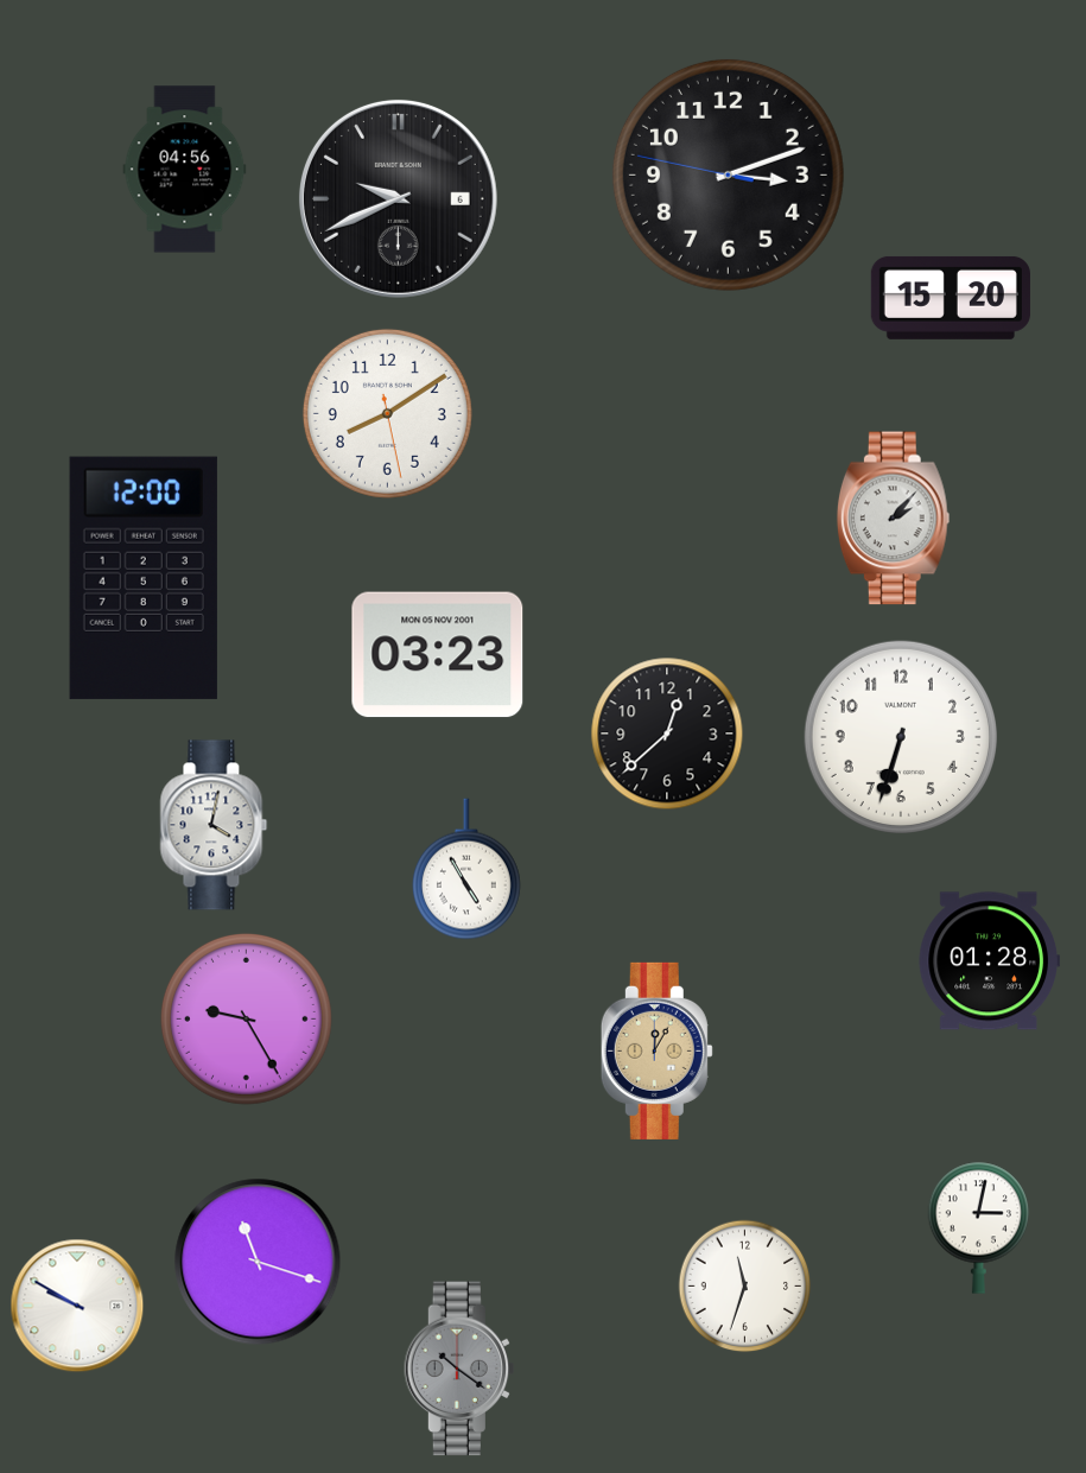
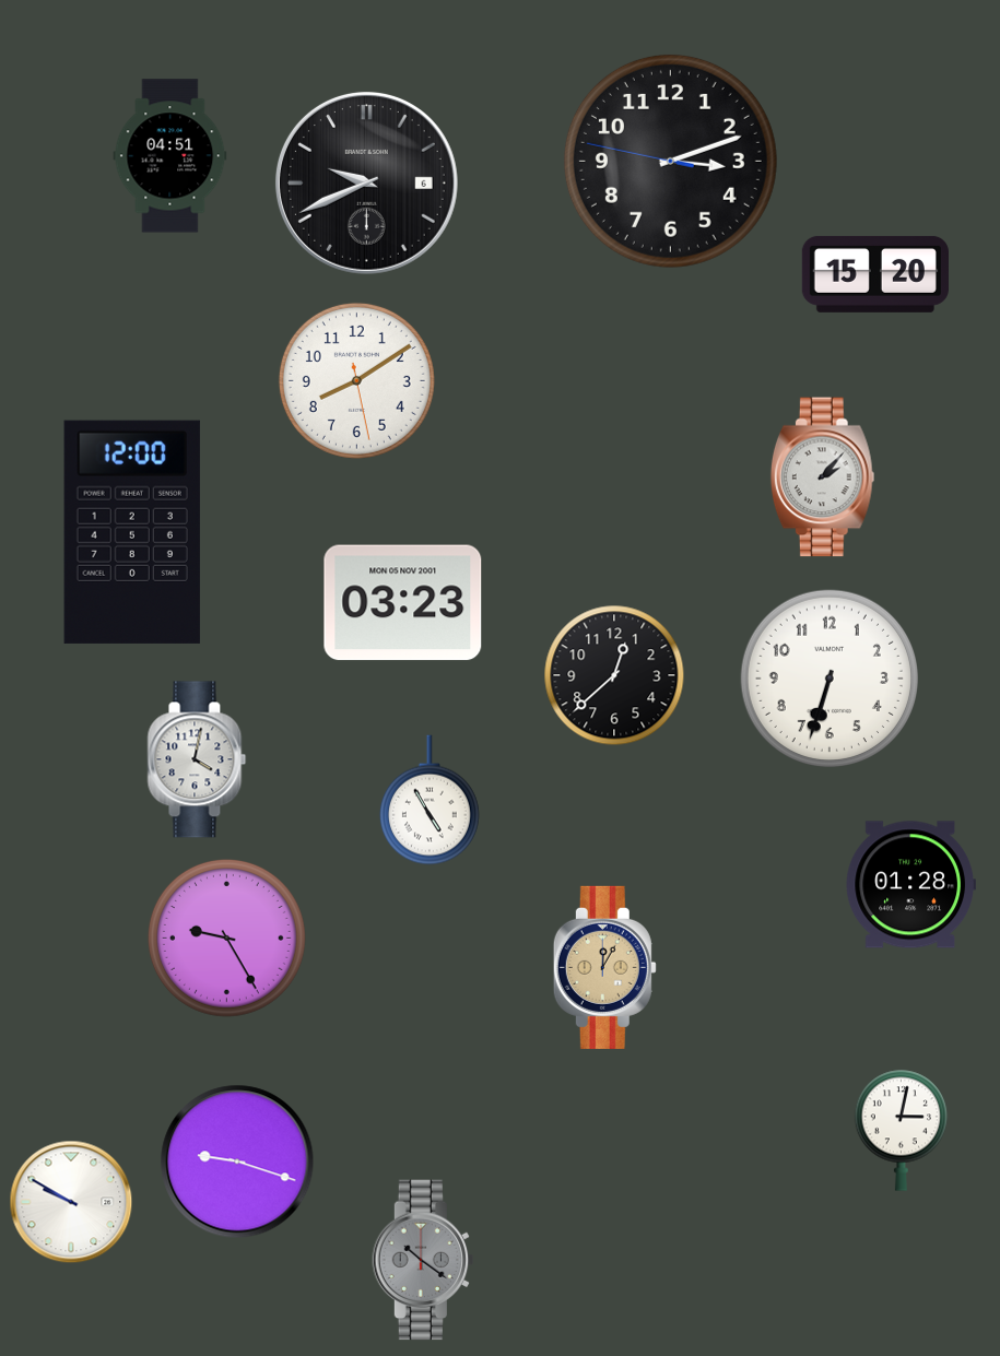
clock at (185, 170): 04:56 -> 04:51
clock at (258, 1262): 11:18 -> 9:18
clock at (745, 1287): 11:33 -> none
